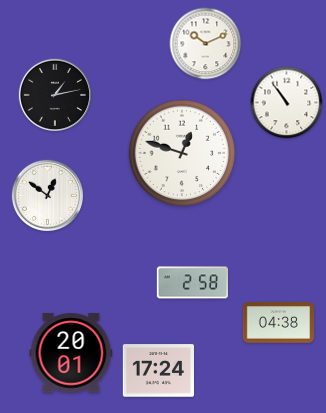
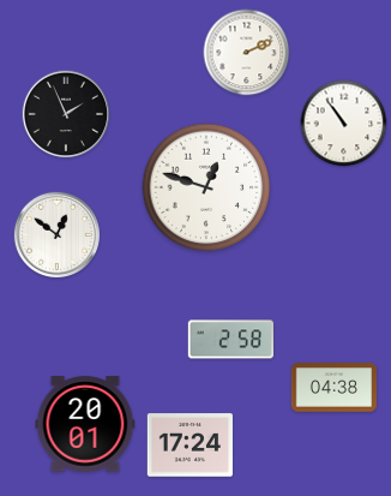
clock at (206, 44): 10:11 -> 2:11
clock at (54, 94): 1:13 -> 1:56
clock at (182, 153) position: (182, 153) -> (206, 187)
